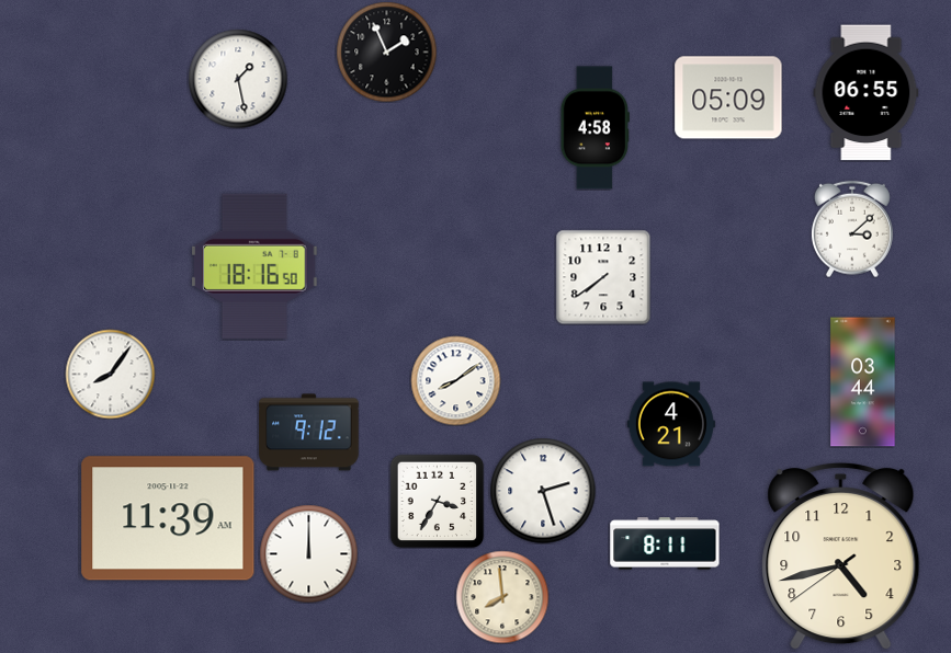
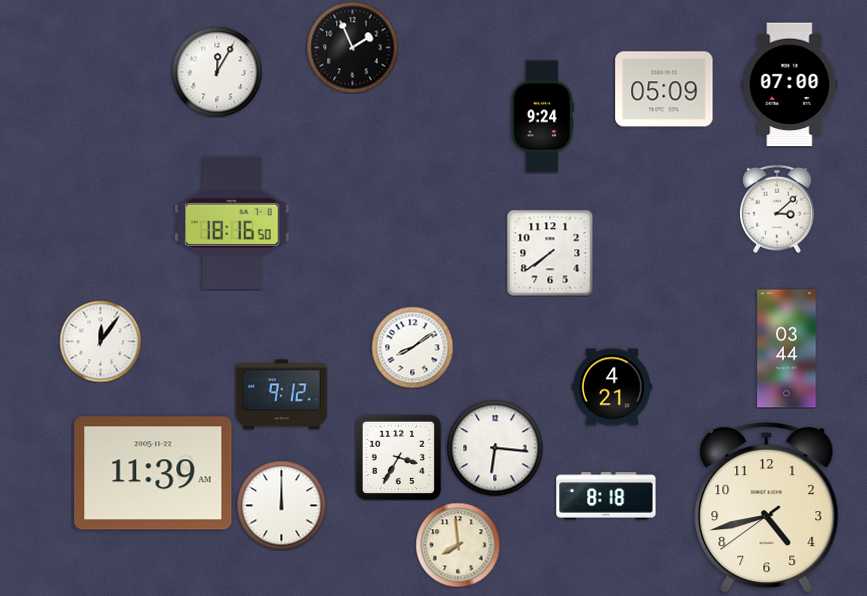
clock at (238, 79): 1:28 -> 12:05
clock at (867, 93): 06:55 -> 07:00
clock at (595, 128): 4:58 -> 9:24
clock at (254, 266) position: (254, 266) -> (232, 223)
clock at (110, 374): 8:06 -> 12:06
clock at (455, 380) position: (455, 380) -> (412, 347)
clock at (543, 491): 2:27 -> 6:16
clock at (665, 543): 8:11 -> 8:18
